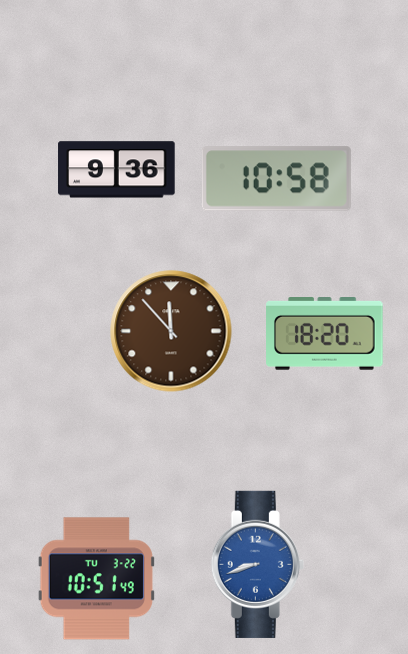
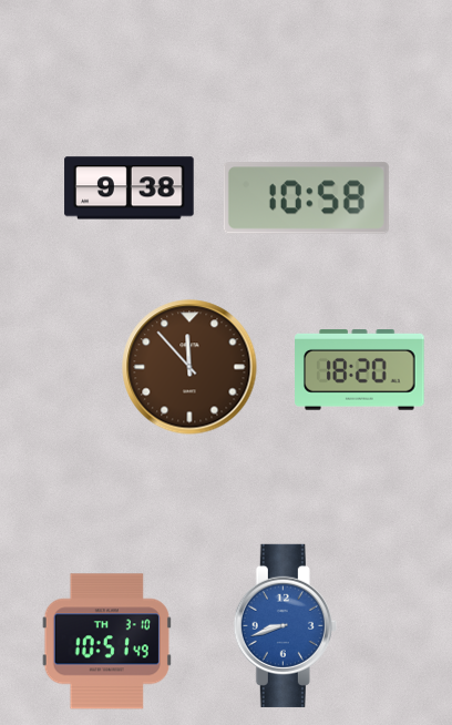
clock at (117, 170): 9:36 -> 9:38
clock at (96, 579) date: TU 3-22 -> TH 3-10
